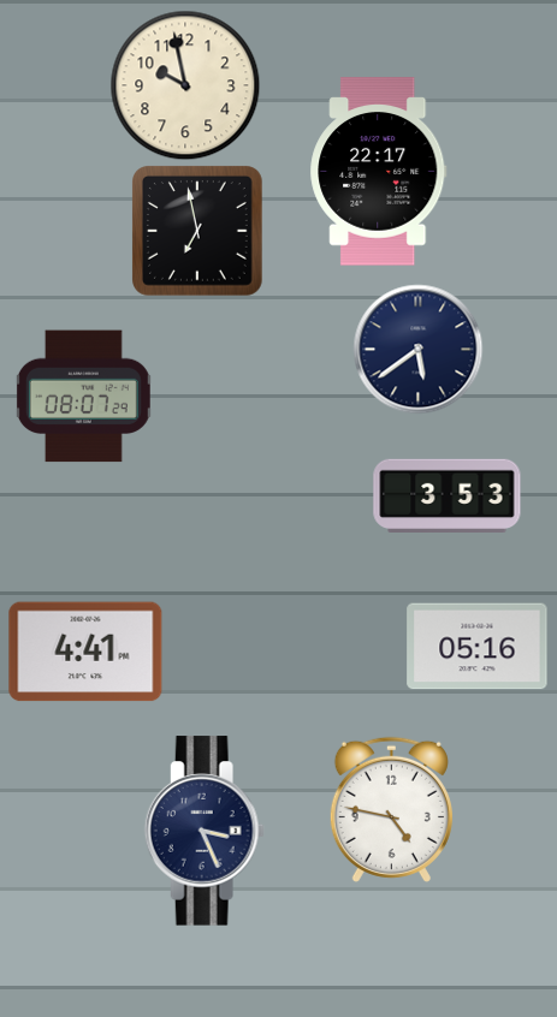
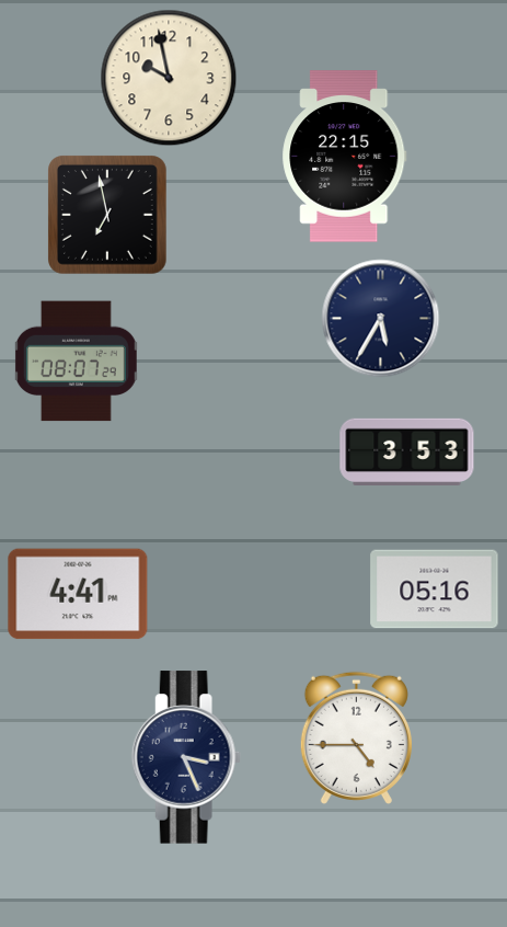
clock at (379, 172): 22:17 -> 22:15
clock at (198, 232) position: (198, 232) -> (108, 216)
clock at (419, 350): 5:39 -> 5:35
clock at (391, 809): 4:47 -> 4:45
